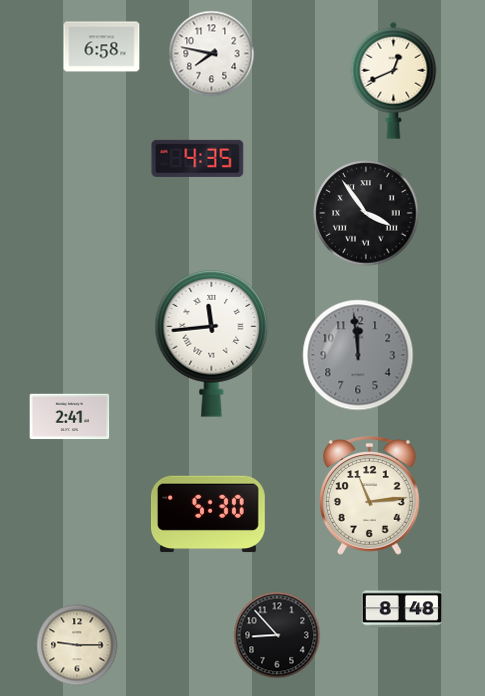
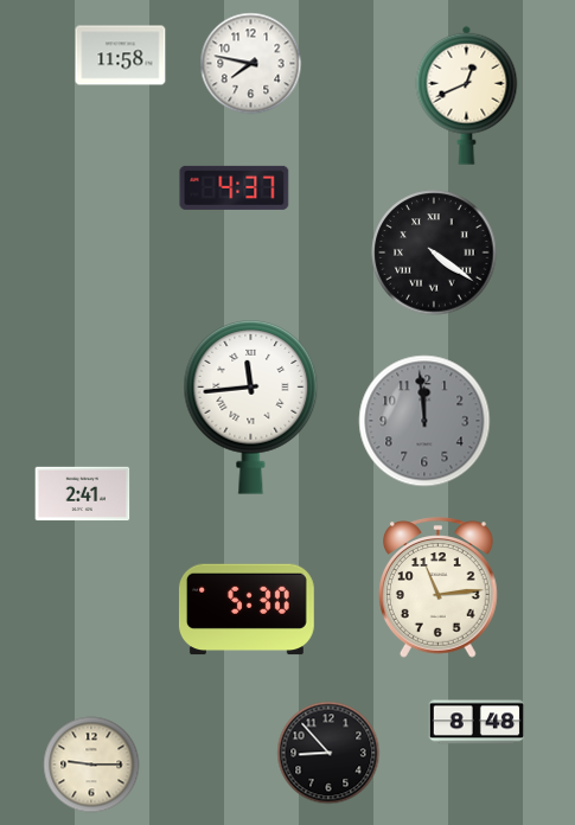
clock at (102, 47): 6:58 -> 11:58
clock at (198, 158): 4:35 -> 4:37
clock at (366, 213): 3:54 -> 4:21
